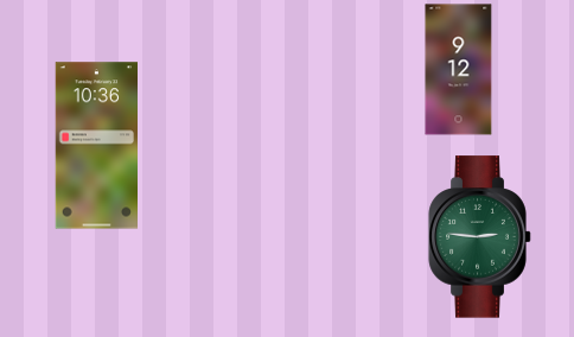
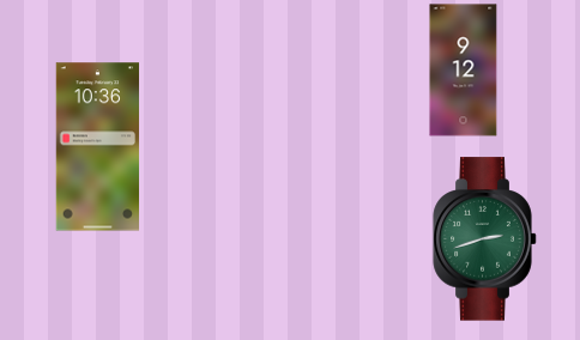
clock at (480, 237): 2:46 -> 2:42
